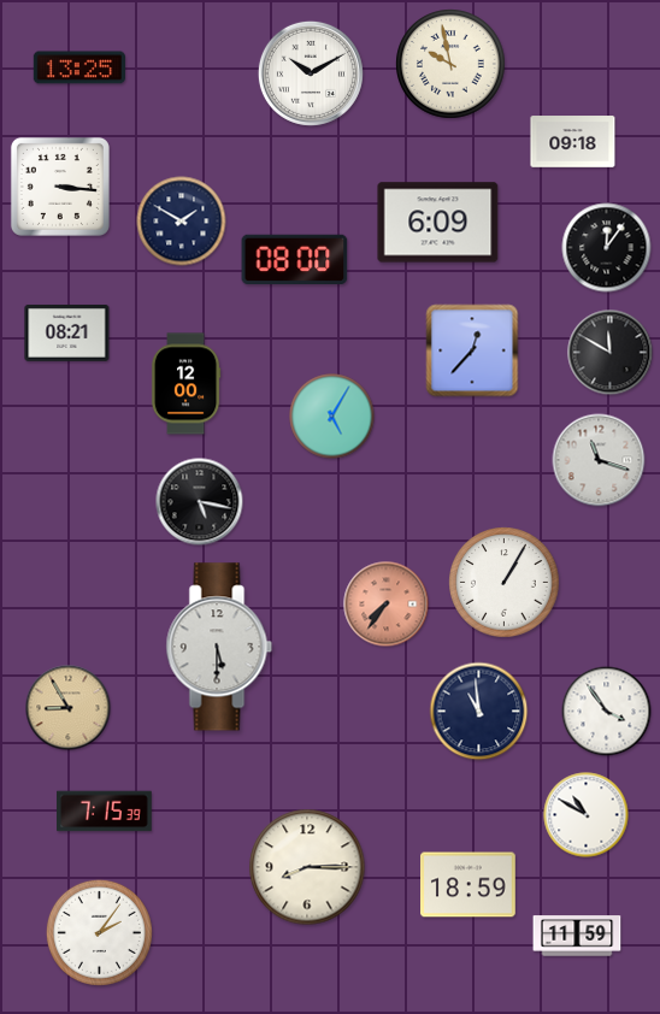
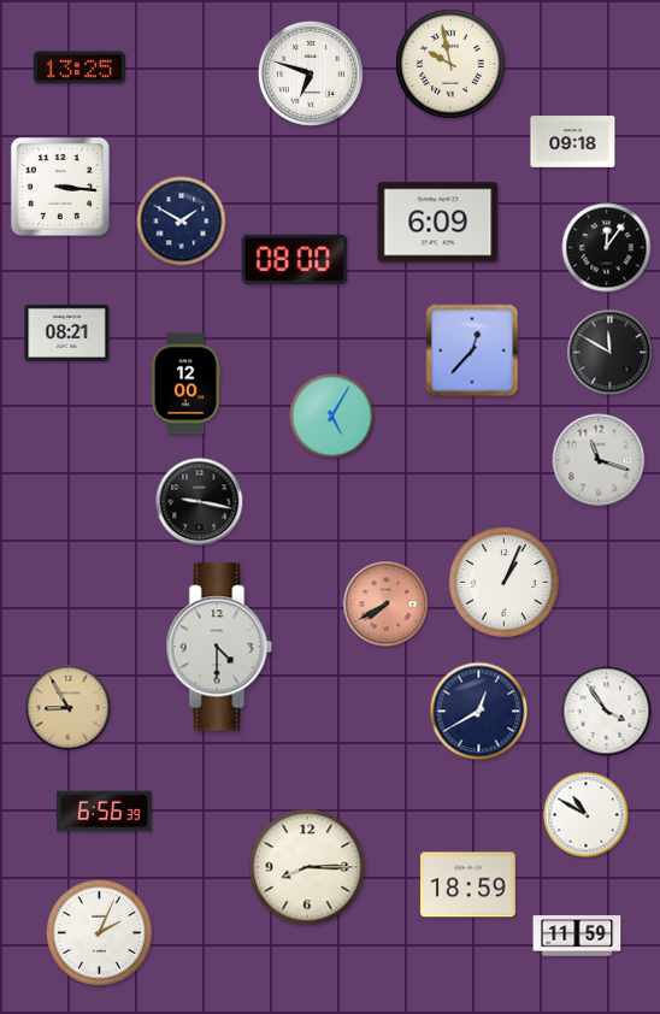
clock at (311, 73): 10:10 -> 6:48
clock at (200, 502): 5:17 -> 9:17
clock at (505, 583): 1:05 -> 1:04
clock at (387, 605): 7:36 -> 7:40
clock at (219, 647): 5:30 -> 4:30
clock at (479, 712): 10:59 -> 12:40
clock at (105, 812): 7:15 -> 6:56
clock at (99, 932): 2:06 -> 2:04
